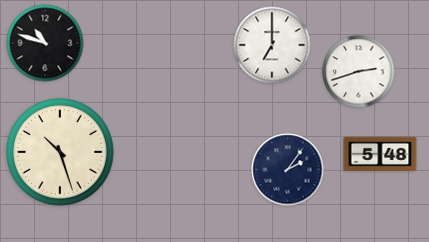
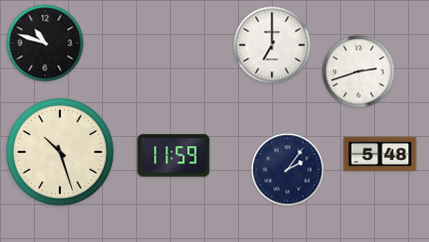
clock at (174, 156): none -> 11:59
